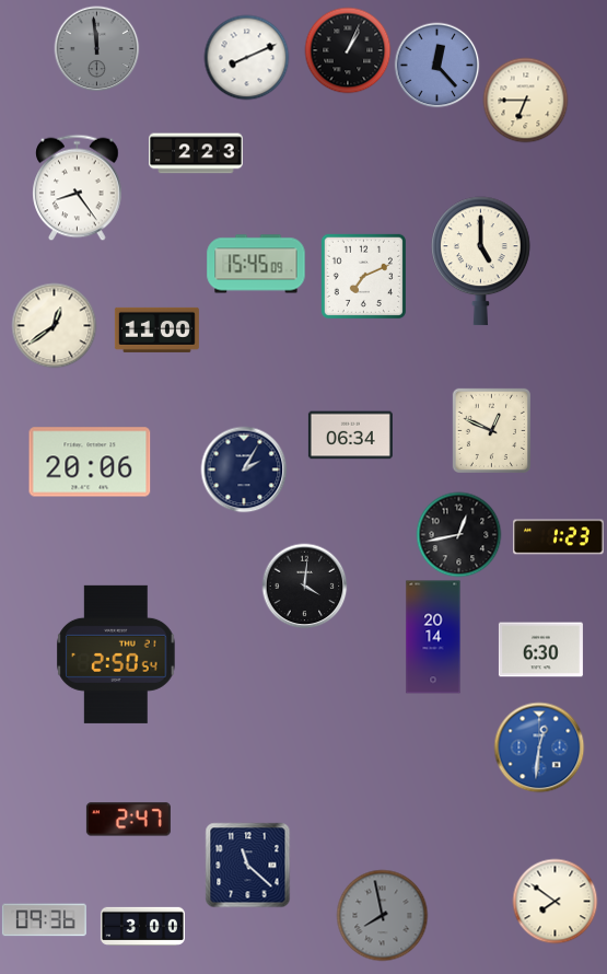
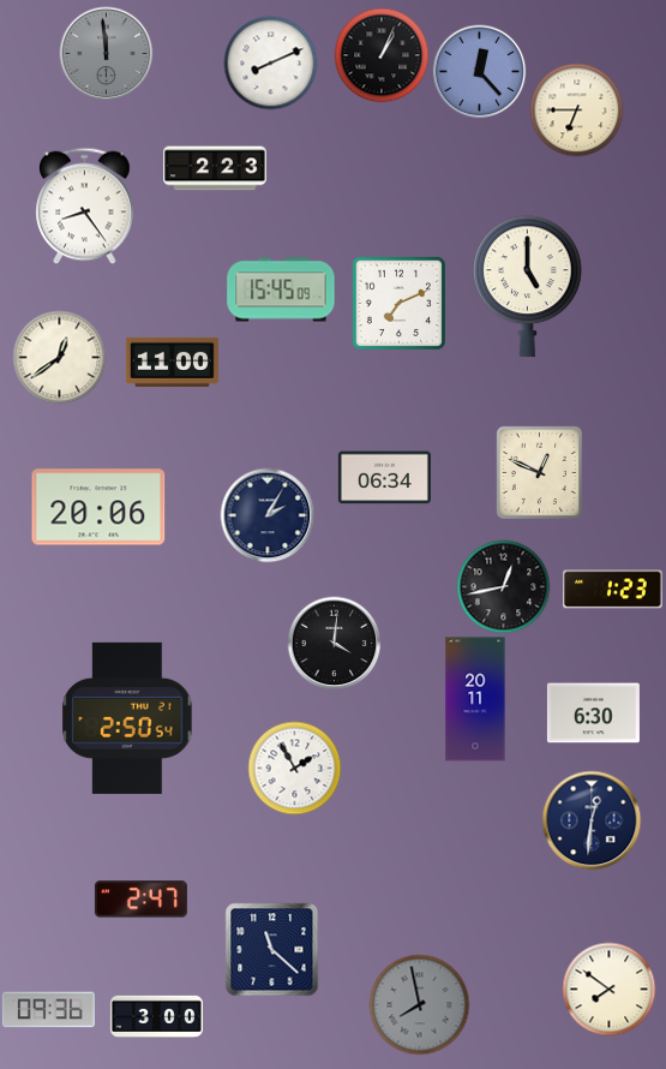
clock at (433, 637): 20:14 -> 20:11
clock at (294, 768): none -> 1:55
clock at (539, 747) dial: blue -> navy
